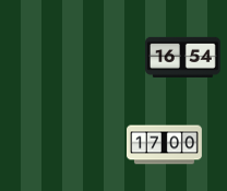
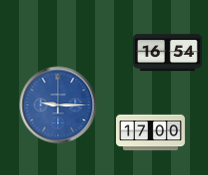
clock at (58, 105): none -> 9:15
